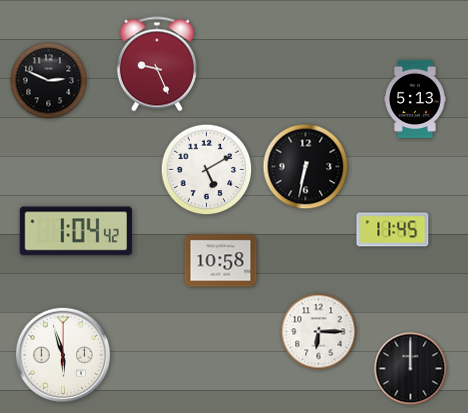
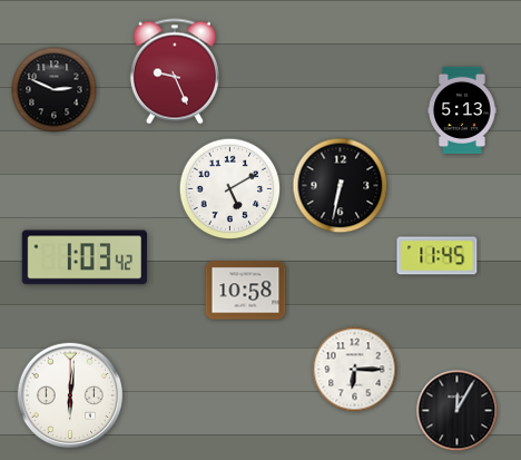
clock at (76, 231): 1:04 -> 1:03
clock at (63, 355): 5:57 -> 6:01
clock at (411, 369): 12:00 -> 12:05
